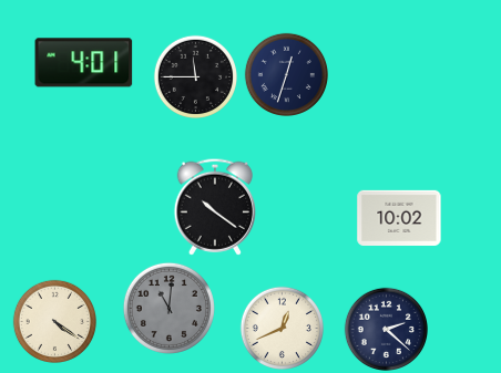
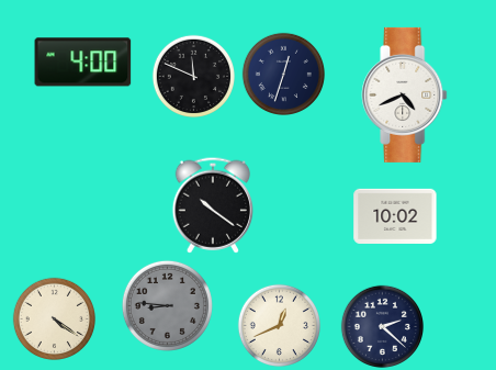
clock at (84, 63): 4:01 -> 4:00
clock at (195, 76): 11:45 -> 11:49
clock at (405, 94): none -> 4:41
clock at (168, 308): 11:01 -> 8:46
